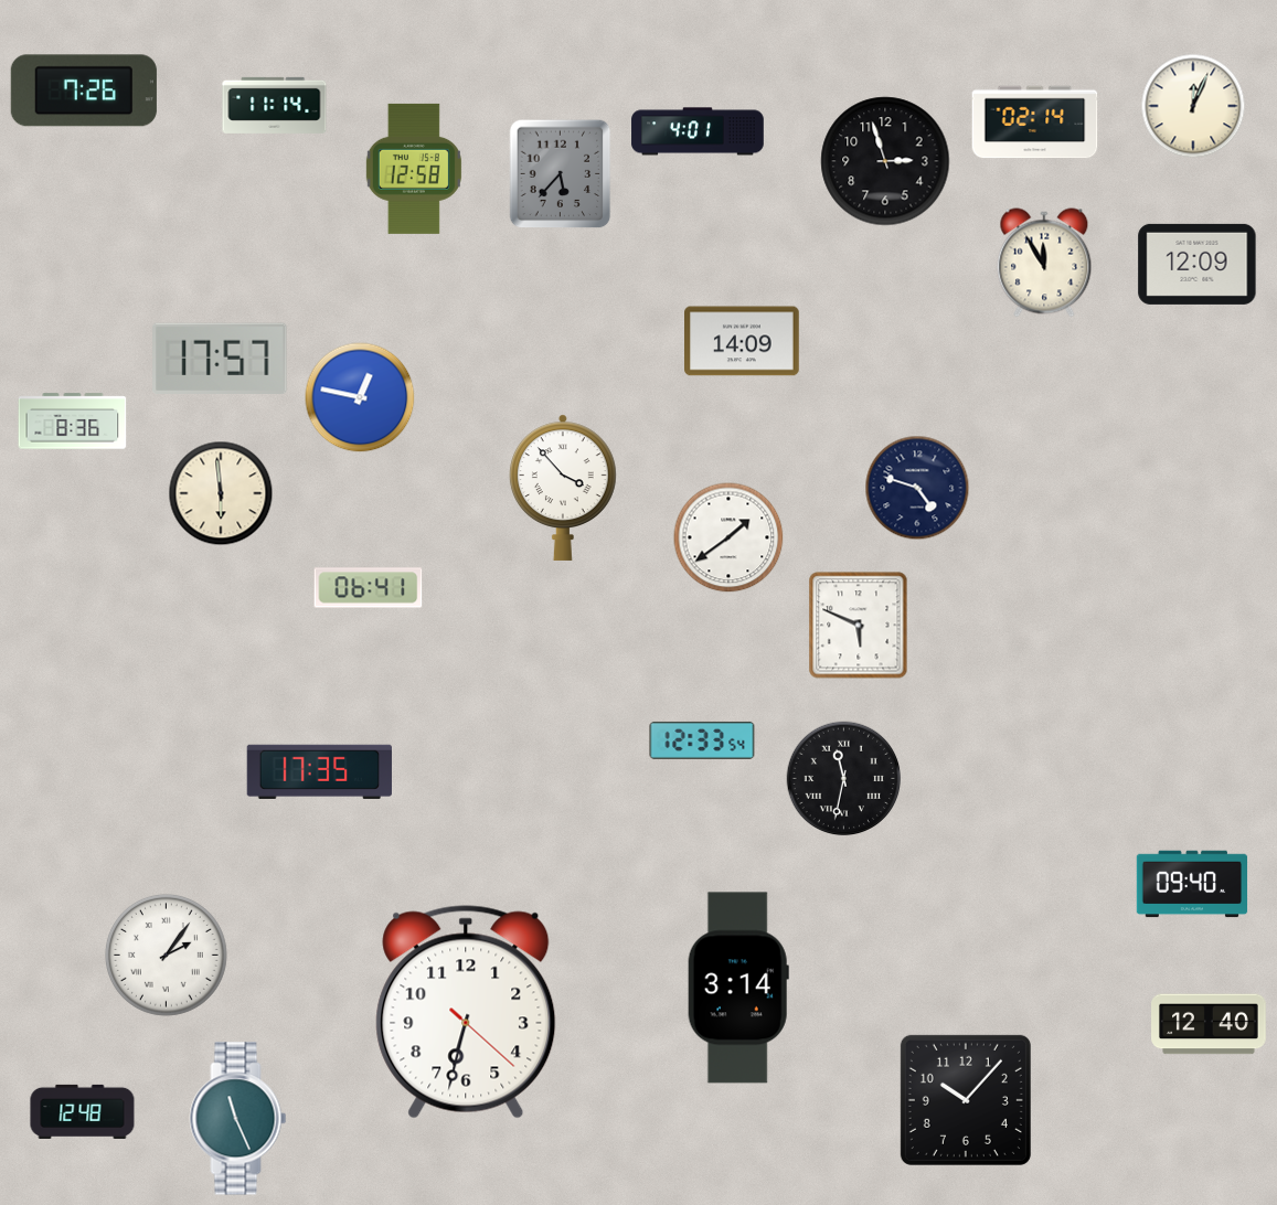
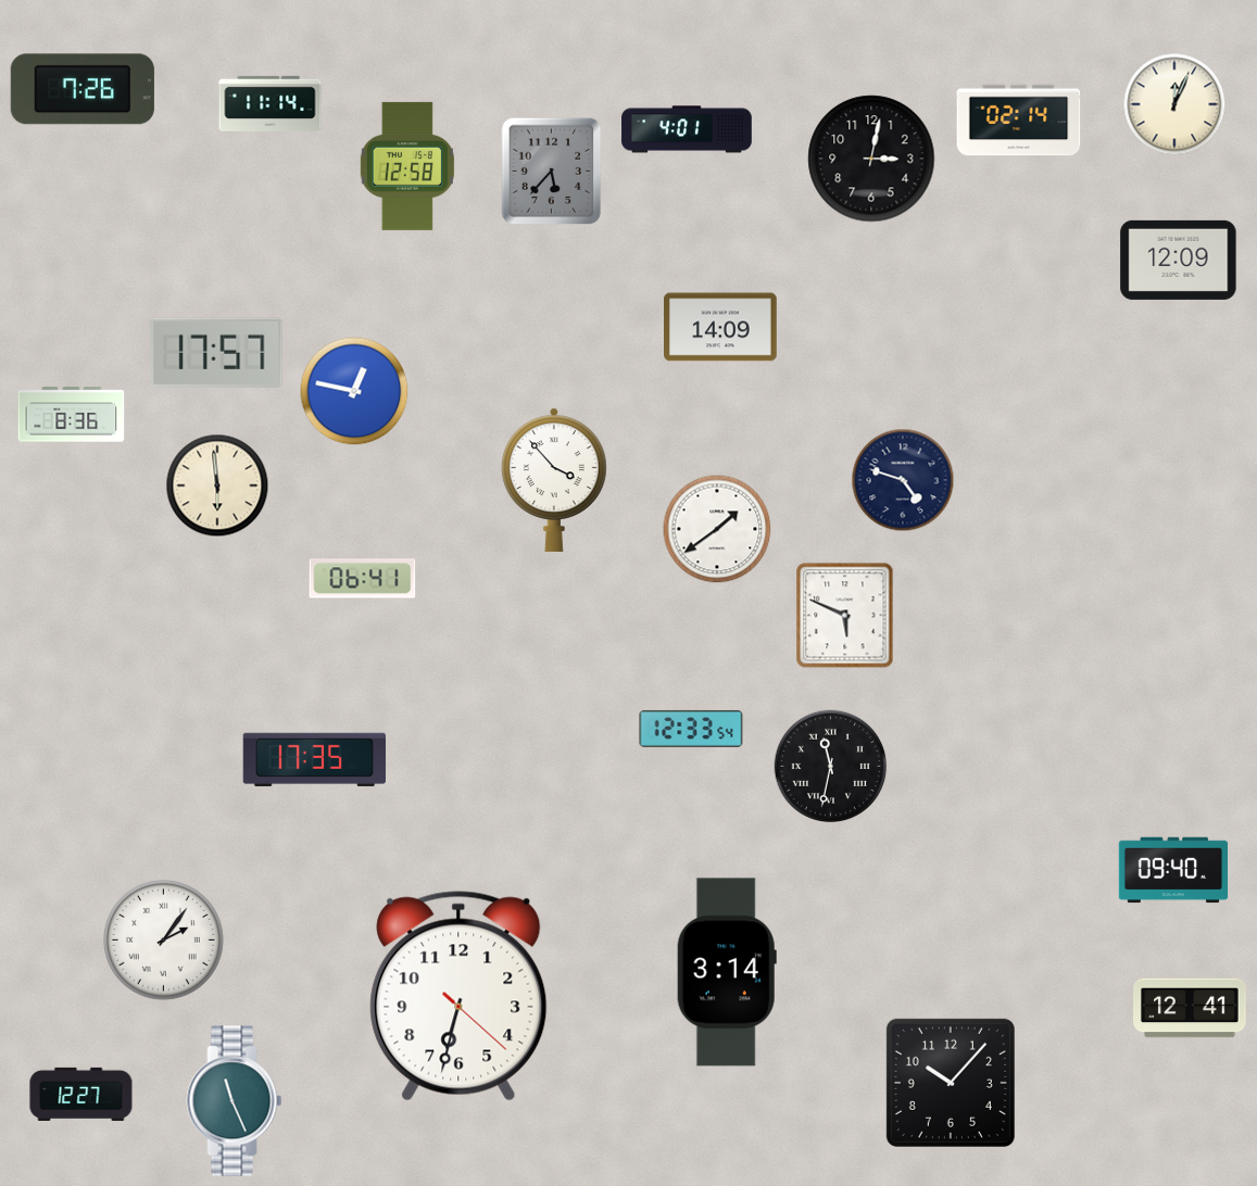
clock at (885, 161): 2:57 -> 3:02
clock at (1044, 263): 11:55 -> none
clock at (743, 341) position: (743, 341) -> (721, 327)
clock at (1209, 1024): 12:40 -> 12:41
clock at (83, 1111): 12:48 -> 12:27
